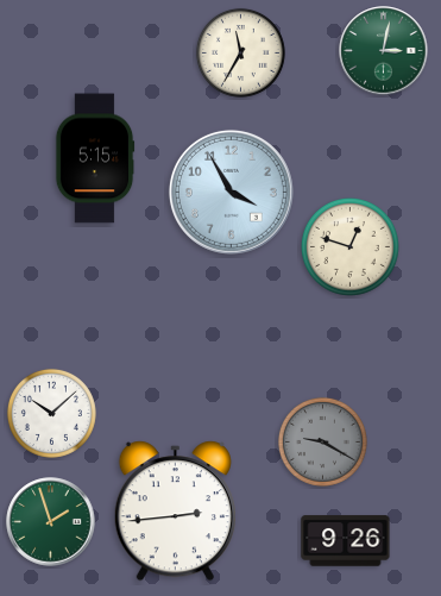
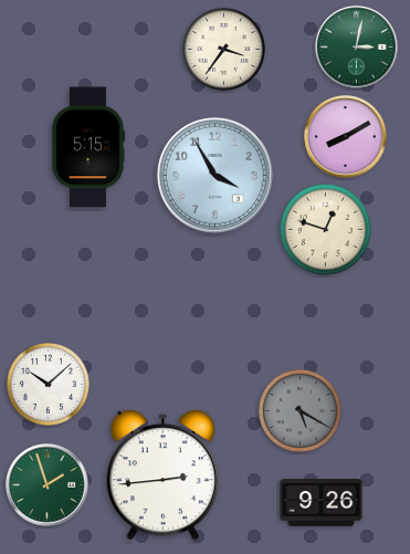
clock at (240, 52): 11:35 -> 3:36
clock at (346, 137): none -> 8:10
clock at (231, 192) position: (231, 192) -> (214, 175)
clock at (322, 441): 9:20 -> 5:20
